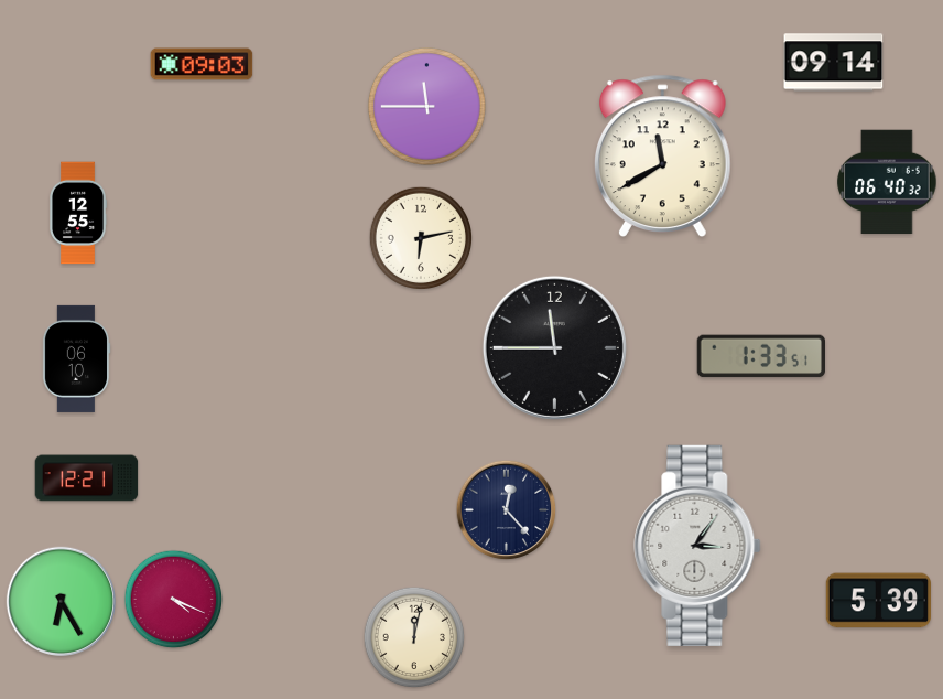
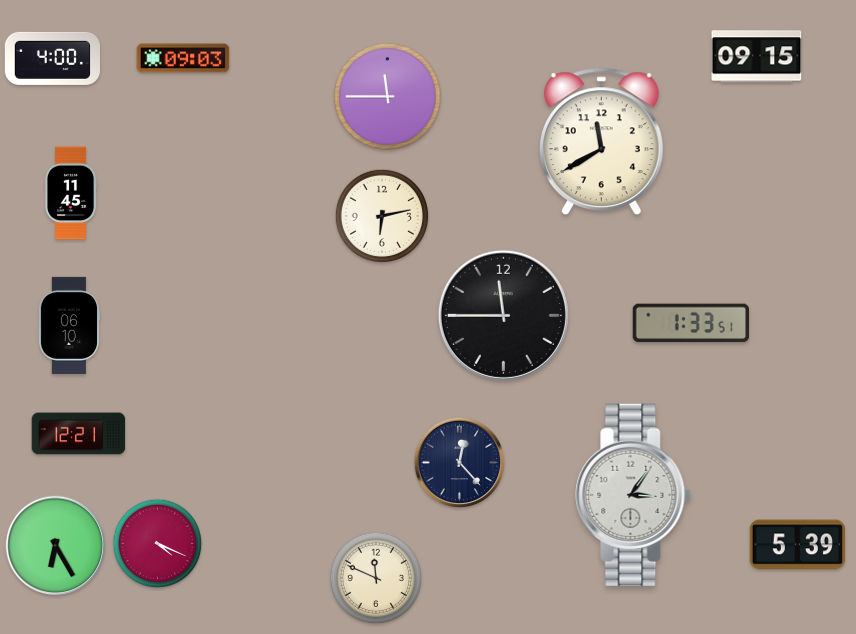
clock at (834, 63): 09:14 -> 09:15
clock at (52, 58): none -> 4:00
clock at (887, 182): 06:40 -> none
clock at (78, 213): 12:55 -> 11:45
clock at (414, 637): 12:02 -> 11:49
